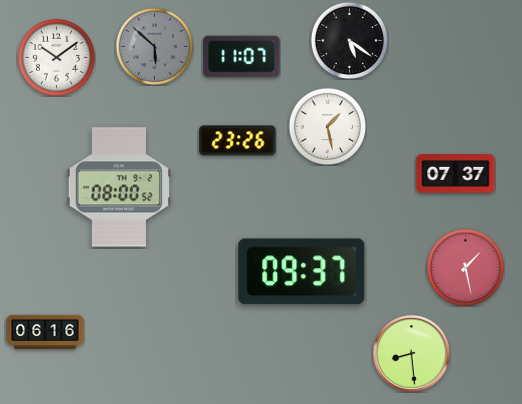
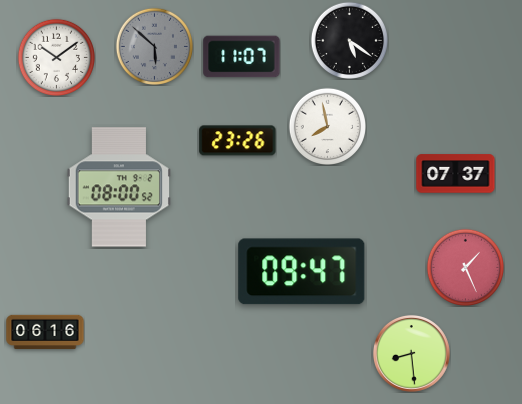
clock at (327, 126): 1:28 -> 7:58
clock at (465, 267): 1:28 -> 1:26
clock at (302, 272): 09:37 -> 09:47
